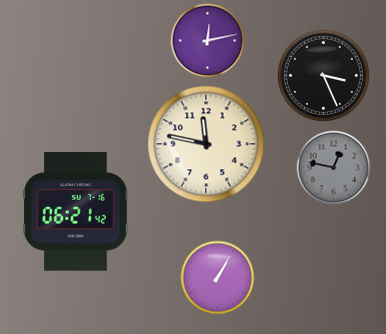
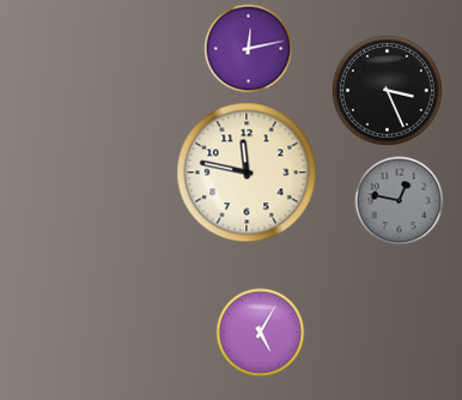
clock at (76, 212): 06:21 -> none
clock at (218, 278): 1:05 -> 5:05
